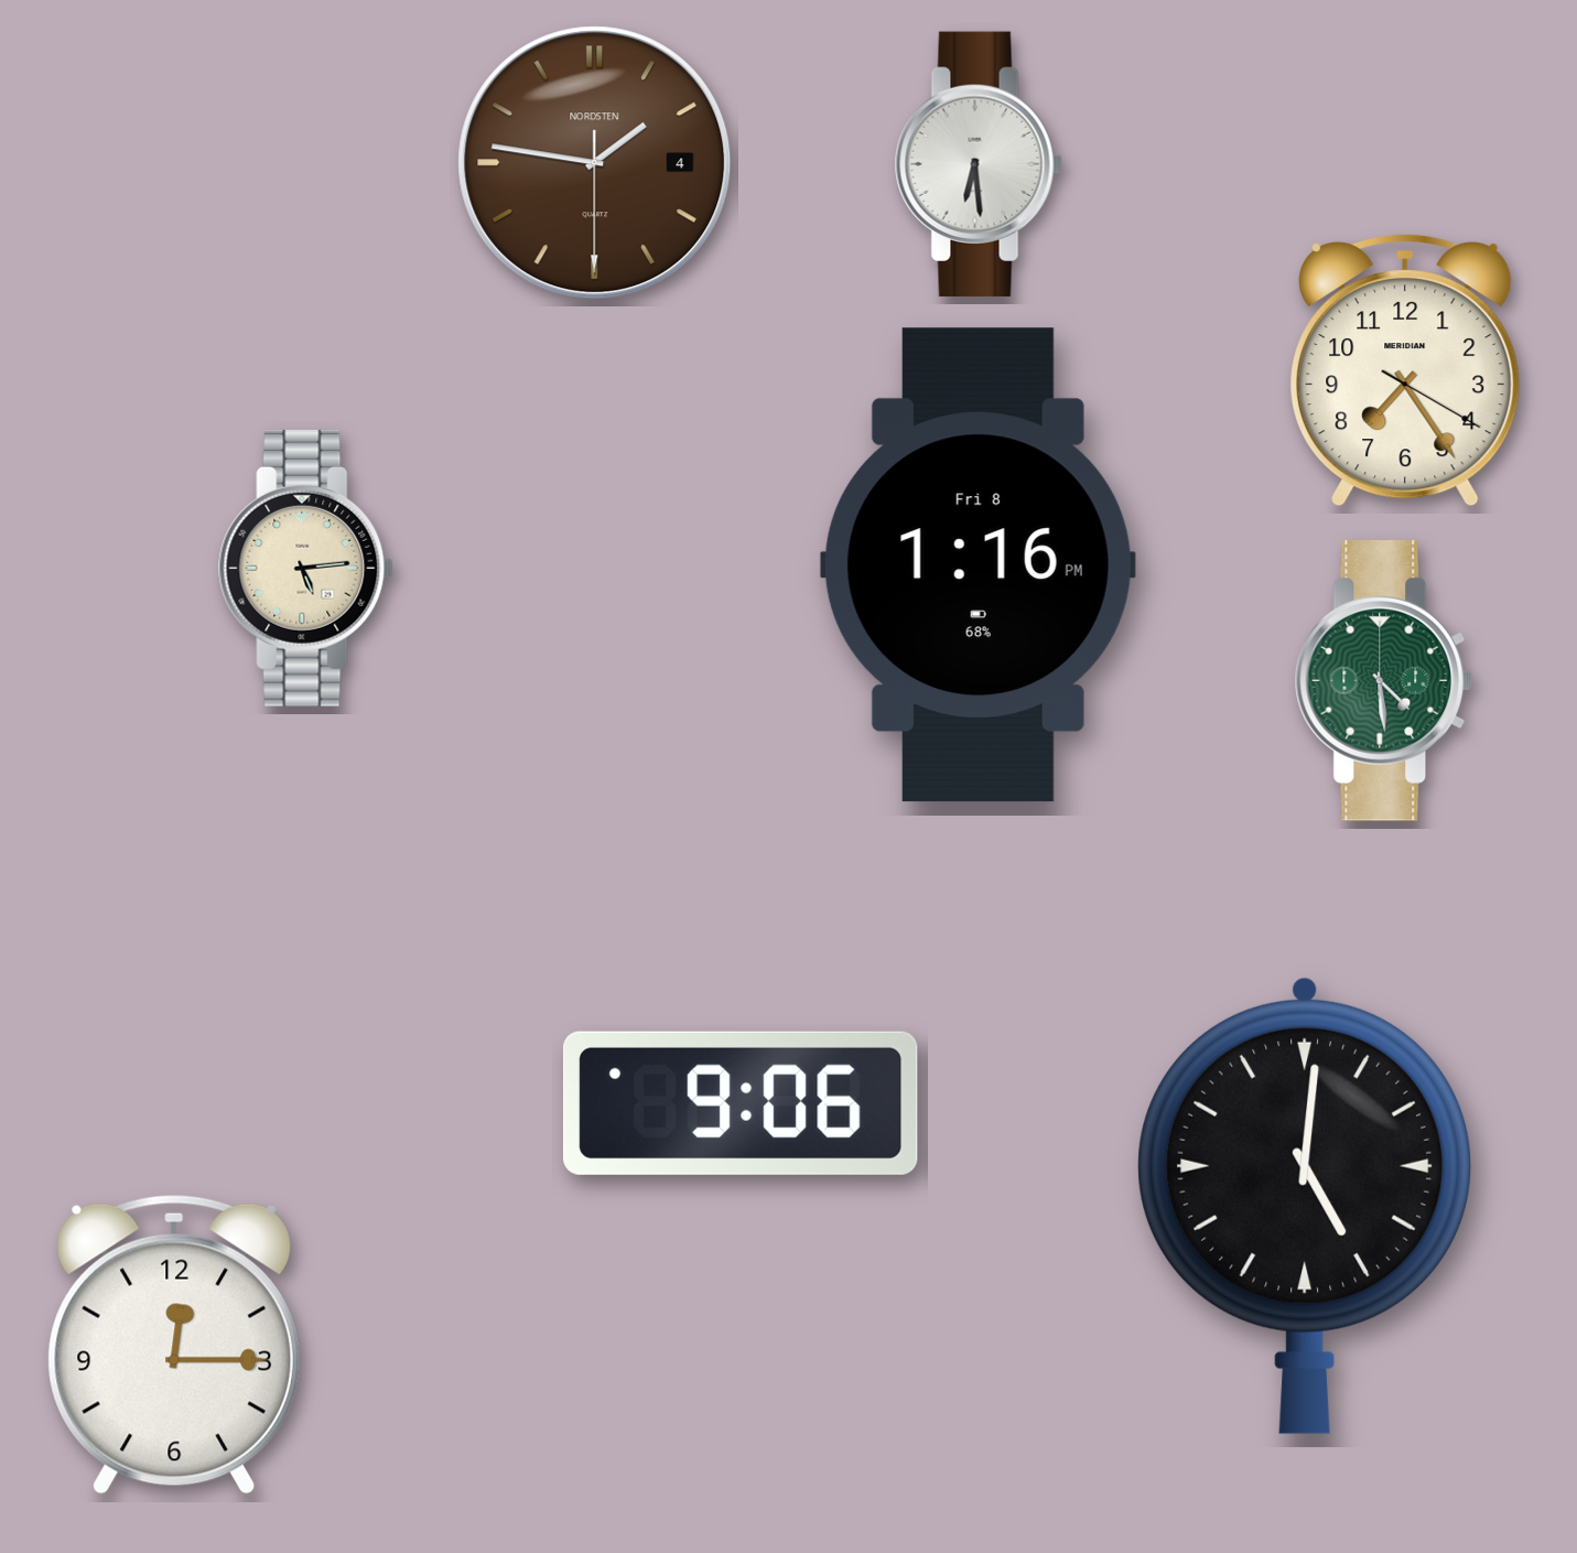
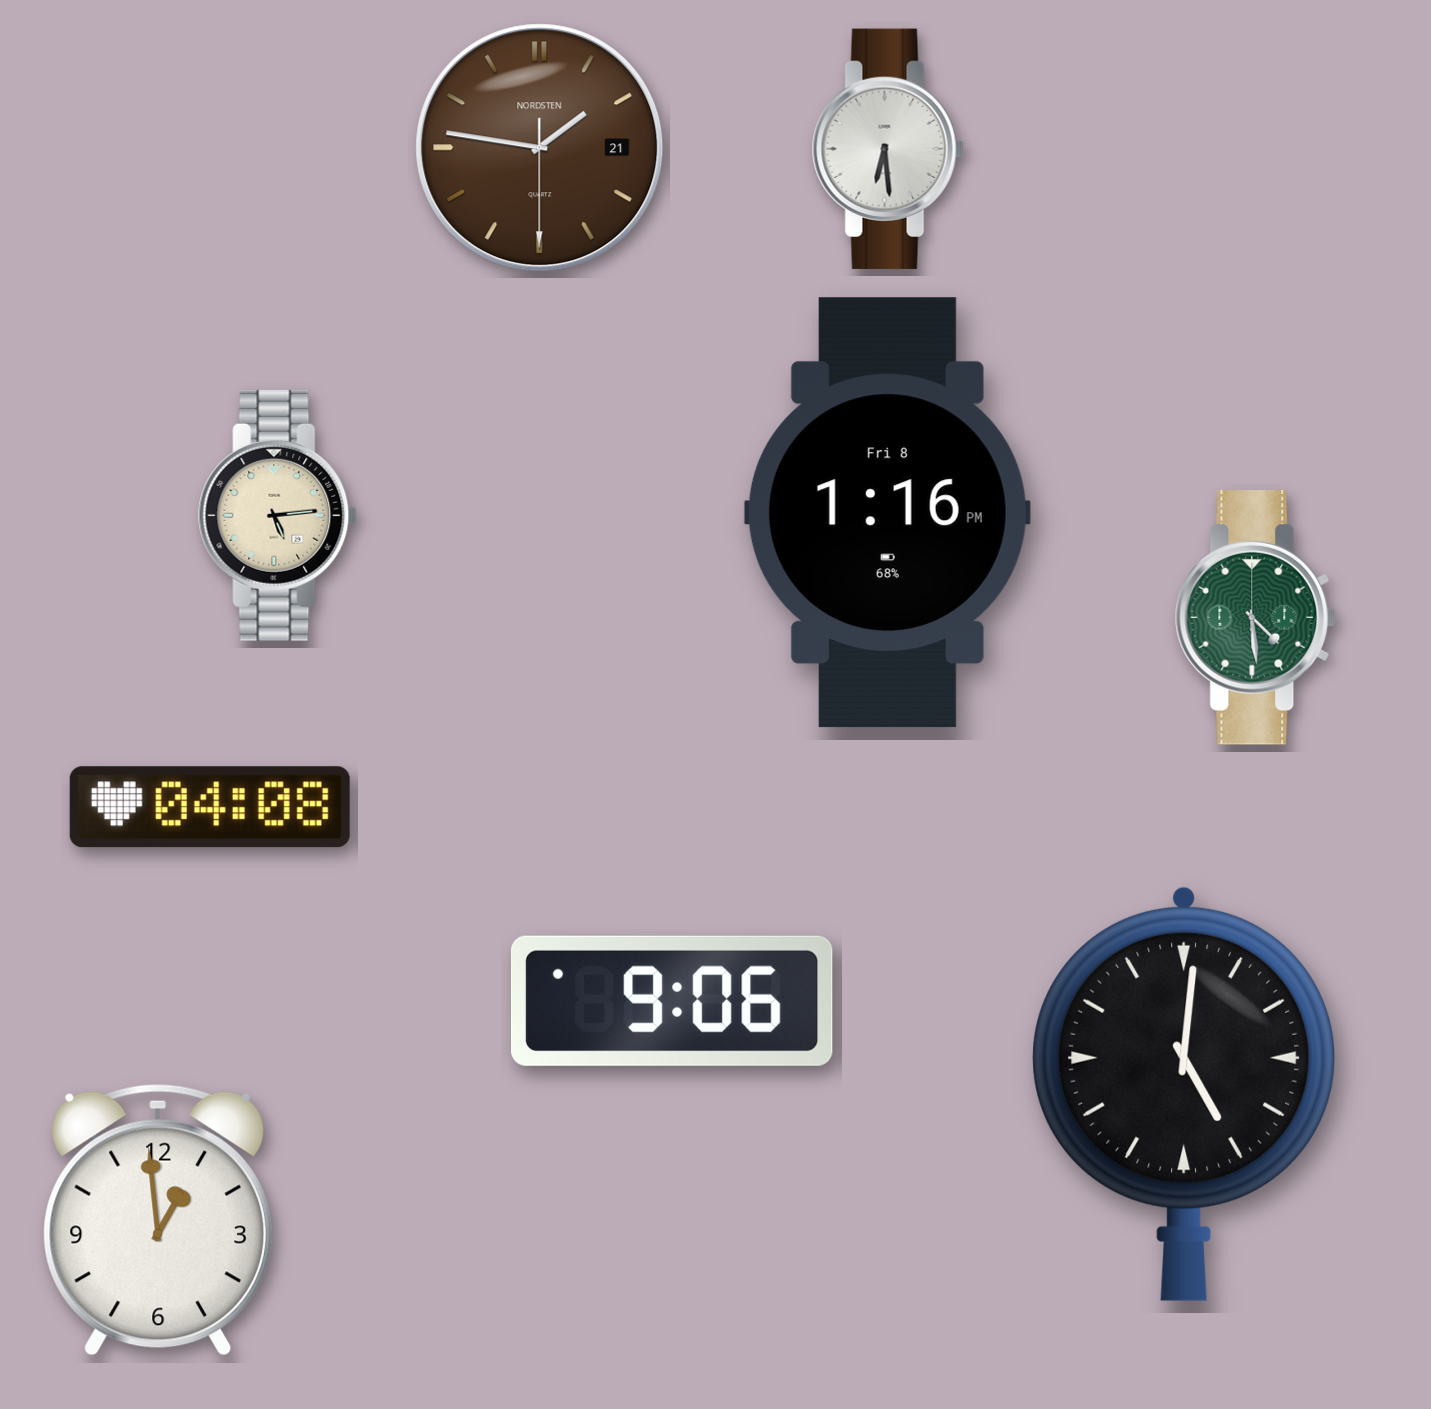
clock at (595, 163) date: 4 -> 21
clock at (1405, 370): 7:24 -> none
clock at (210, 807): none -> 04:08
clock at (173, 1345): 12:15 -> 12:59
